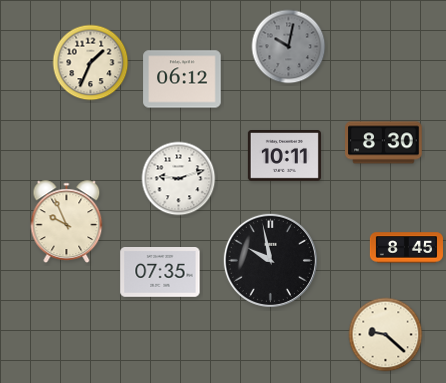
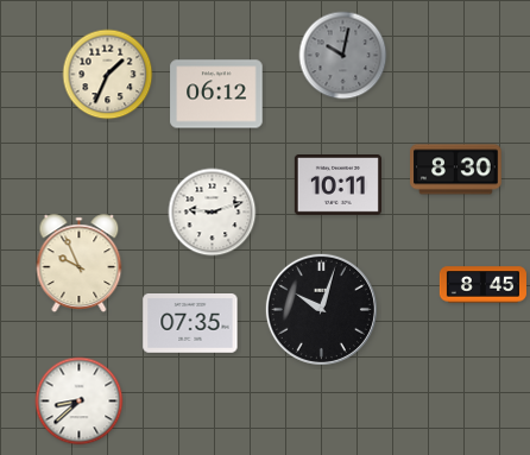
clock at (406, 248) position: (406, 248) -> (482, 285)
clock at (270, 260): 9:58 -> 10:03
clock at (386, 335): 9:22 -> none
clock at (80, 402): none -> 8:38
